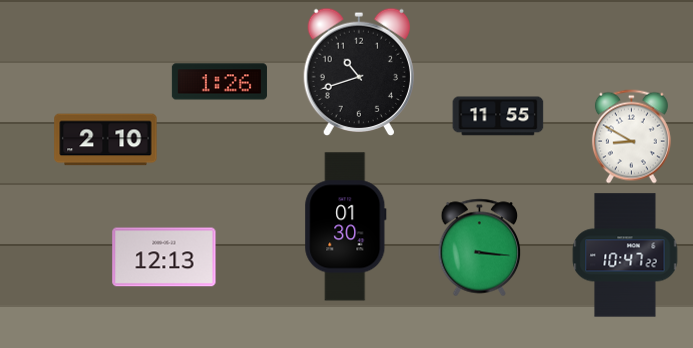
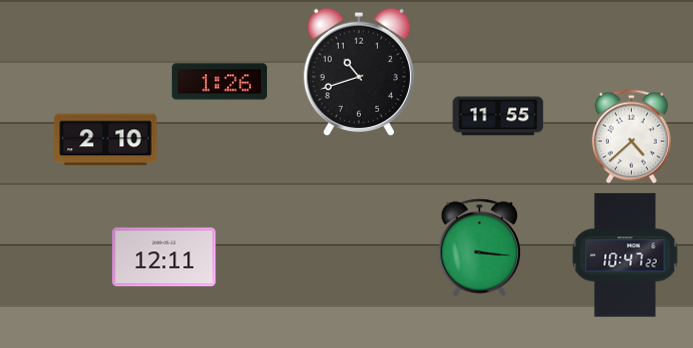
clock at (631, 137): 8:50 -> 4:38
clock at (346, 227): 01:30 -> none
clock at (164, 257): 12:13 -> 12:11
